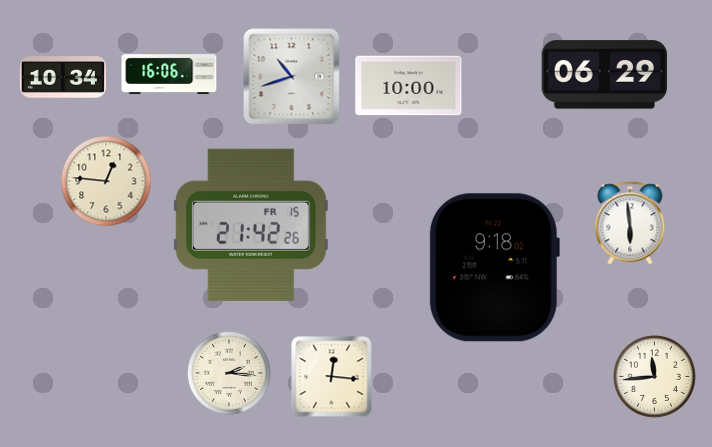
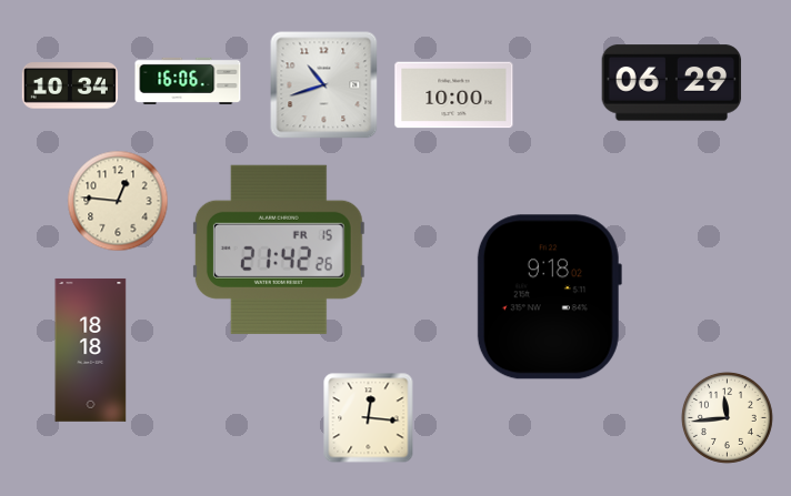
clock at (630, 223): 5:59 -> none
clock at (91, 350): none -> 18:18
clock at (230, 374): 2:16 -> none
